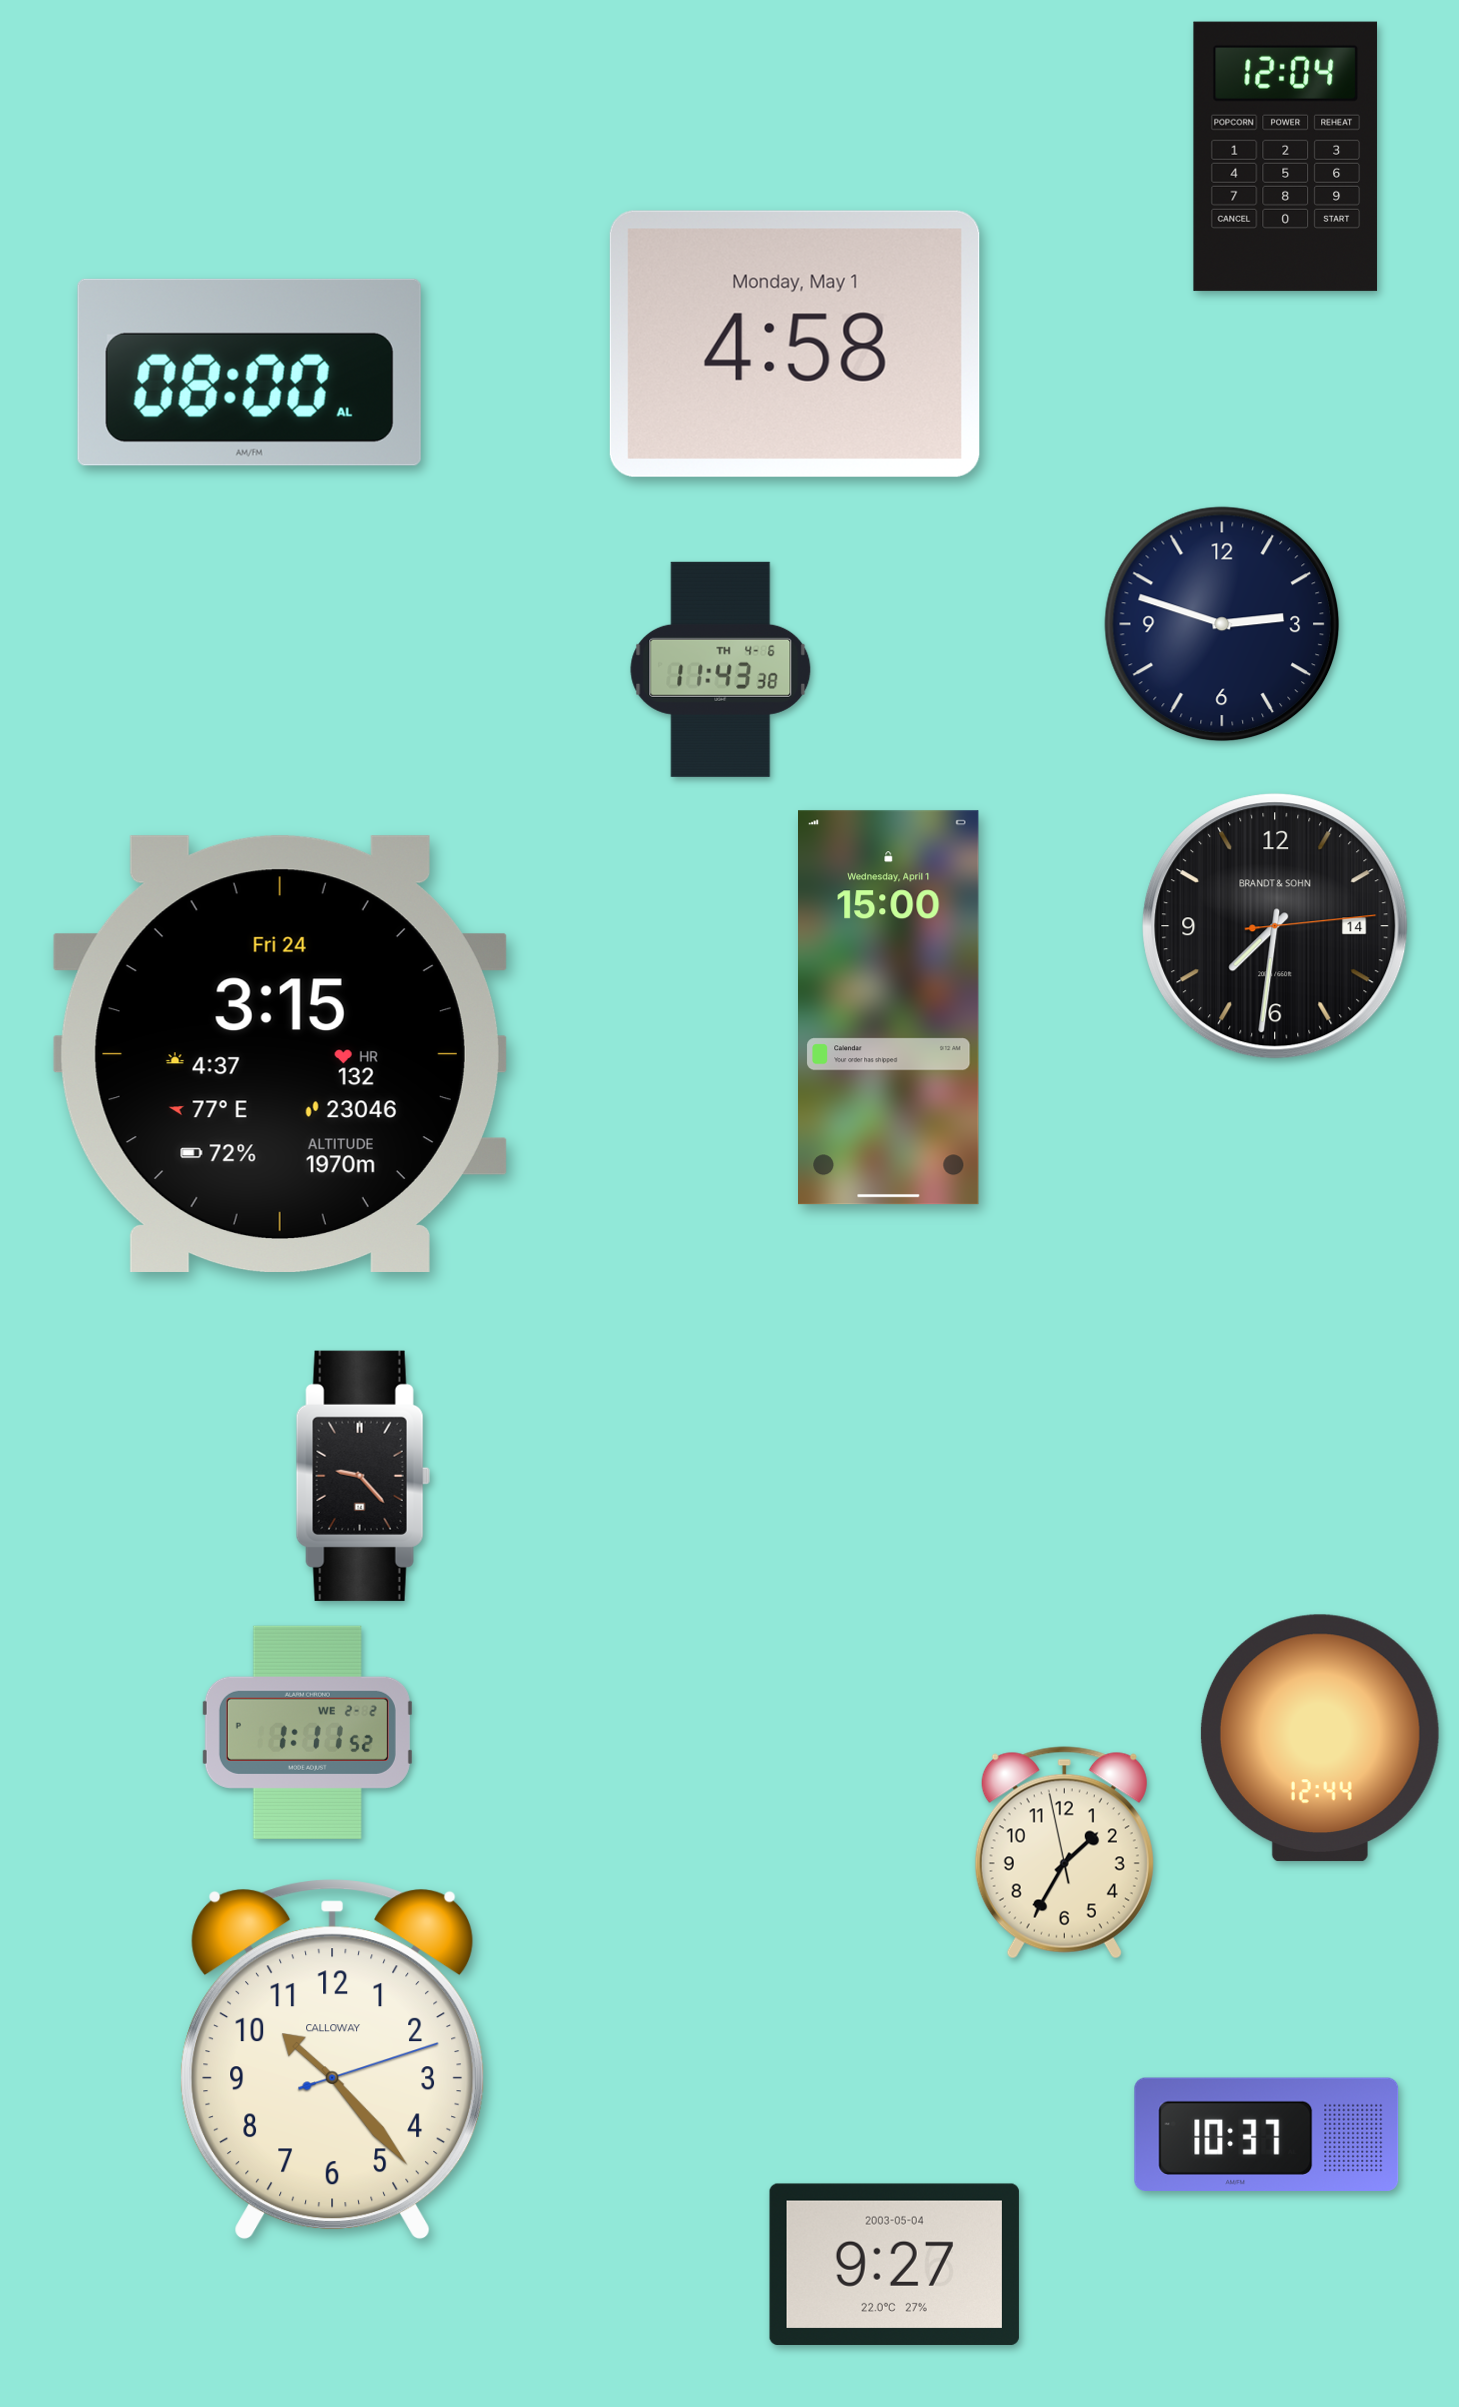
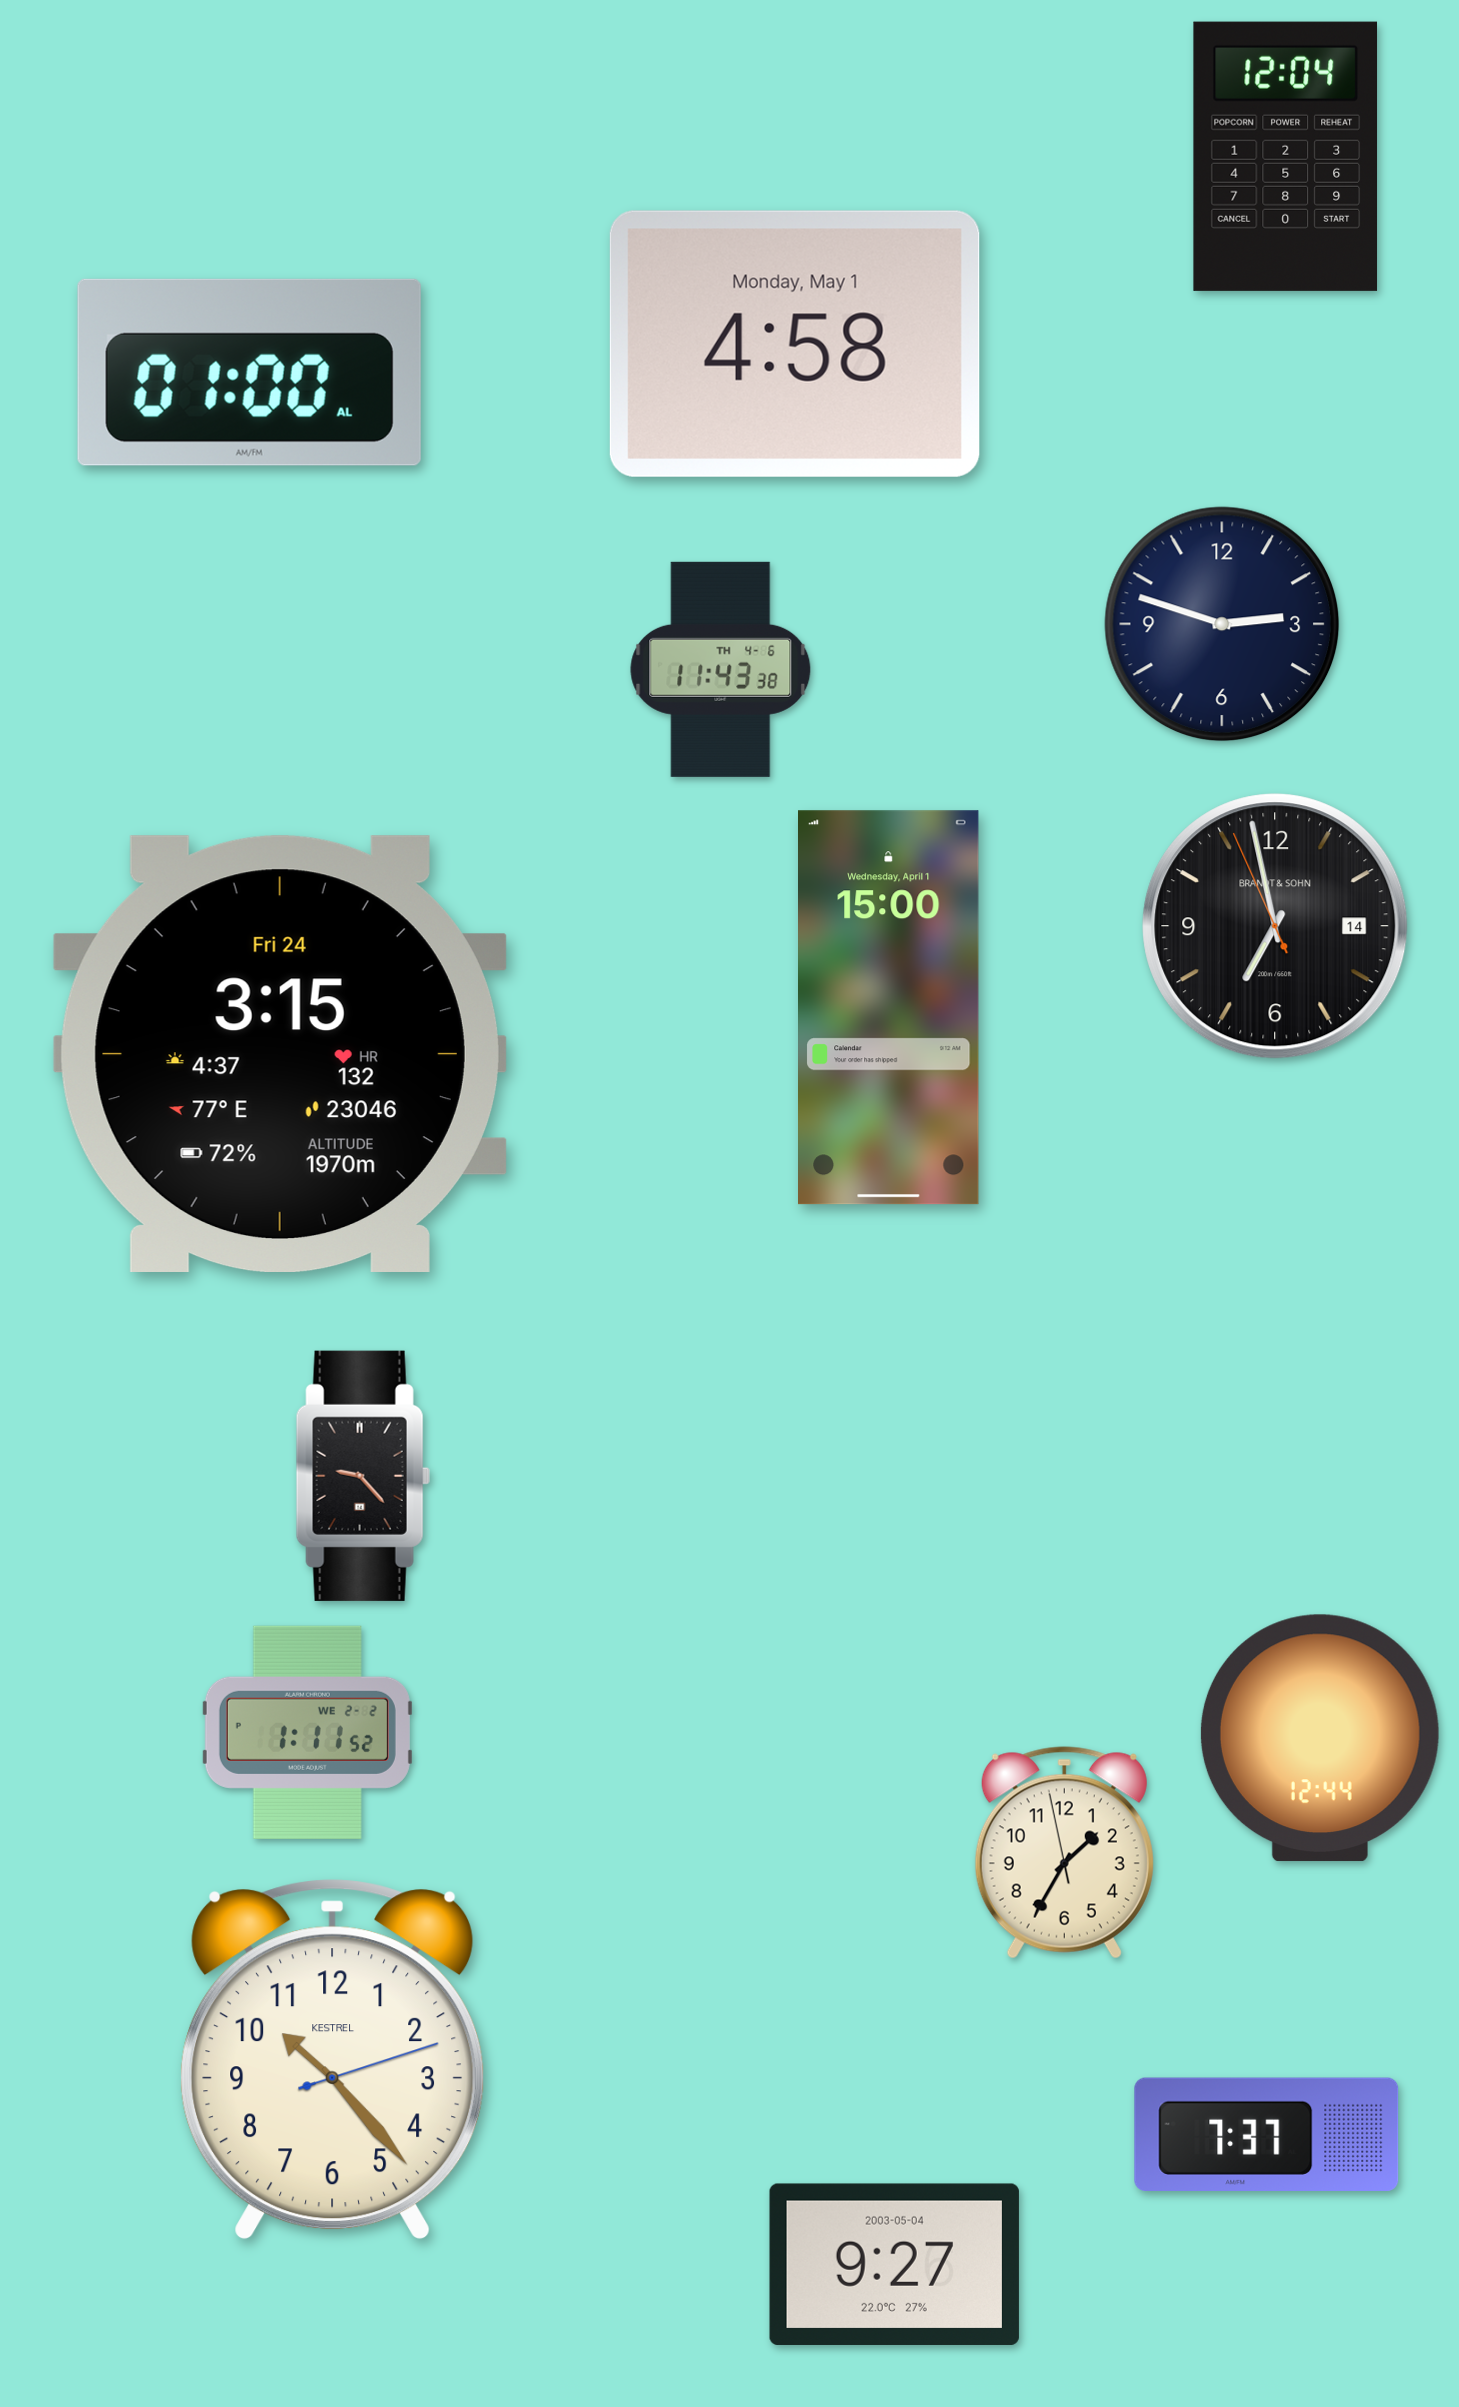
clock at (249, 372): 08:00 -> 01:00
clock at (1275, 926): 7:31 -> 6:57
clock at (333, 2060) brand: CALLOWAY -> KESTREL
clock at (1267, 2134): 10:37 -> 7:37
